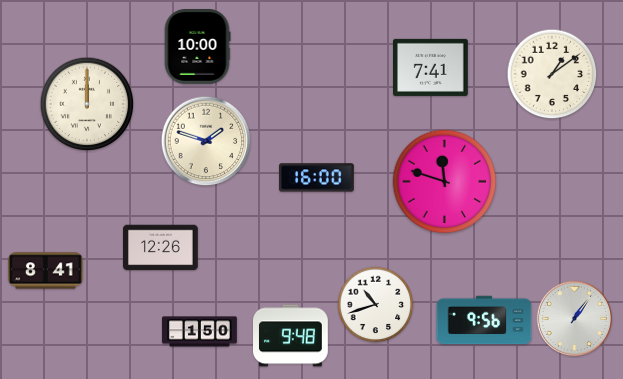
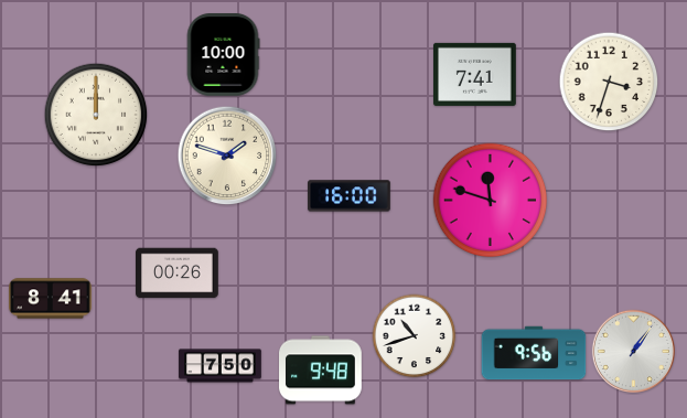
clock at (197, 47) position: (197, 47) -> (223, 55)
clock at (552, 74): 1:09 -> 3:33
clock at (161, 248): 12:26 -> 00:26
clock at (200, 332): 1:50 -> 7:50
